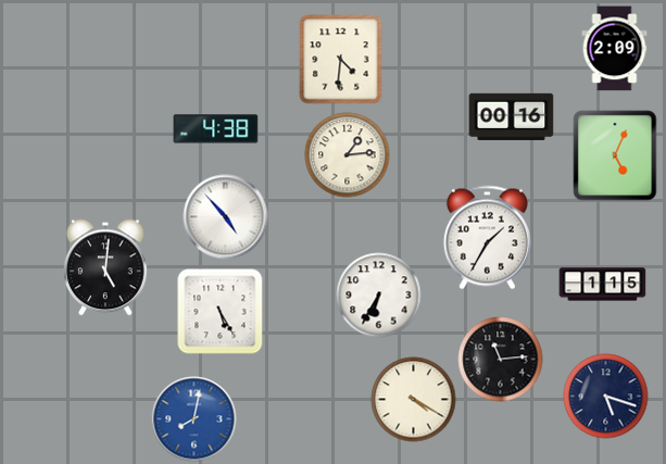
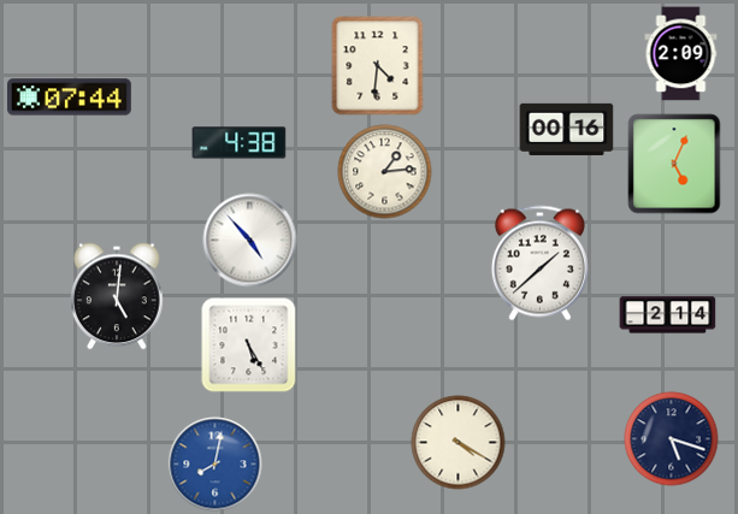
clock at (70, 98): none -> 07:44
clock at (615, 155) position: (615, 155) -> (674, 164)
clock at (487, 237): 1:35 -> 1:38
clock at (602, 285): 1:15 -> 2:14
clock at (378, 294): 6:35 -> none
clock at (219, 311) position: (219, 311) -> (248, 344)
clock at (500, 359): 11:14 -> none
